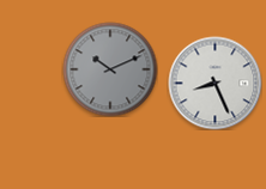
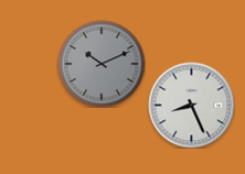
clock at (214, 83) position: (214, 83) -> (191, 105)
